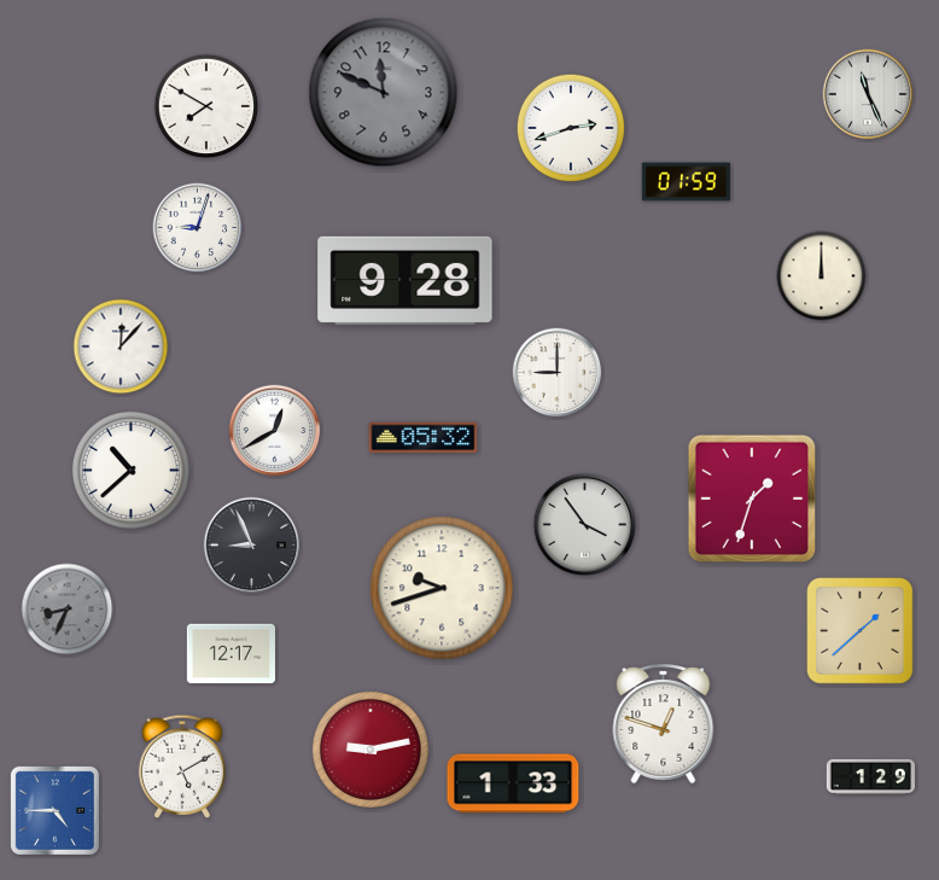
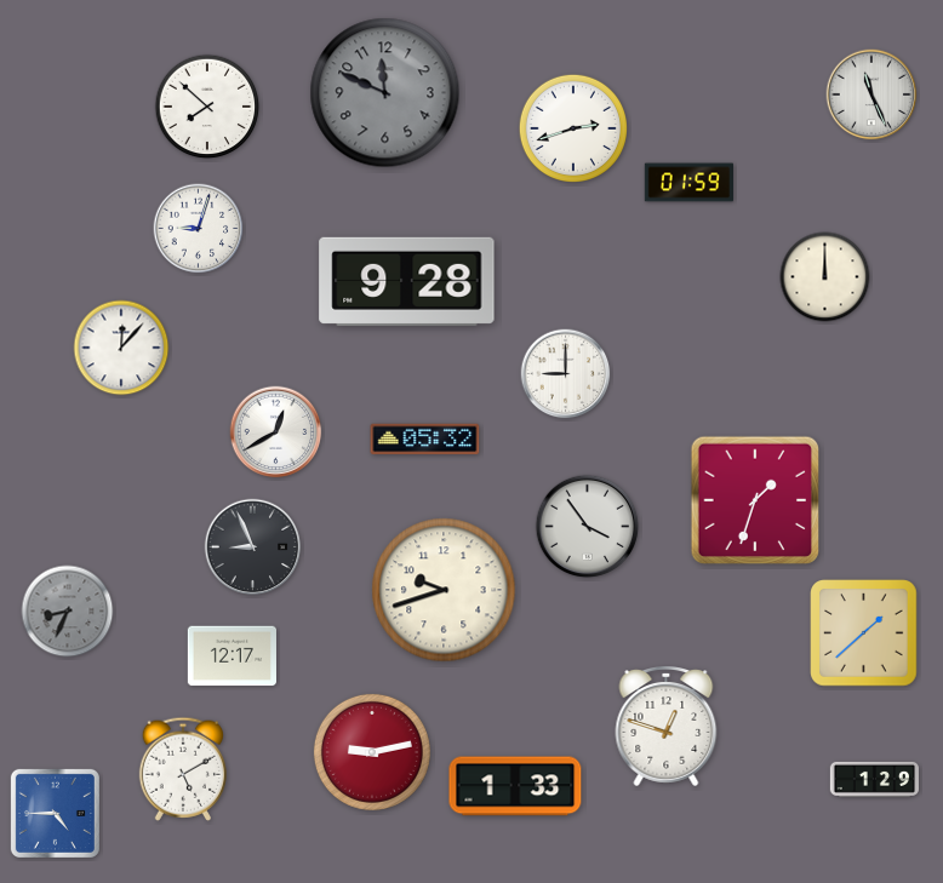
clock at (206, 106): 7:50 -> 7:52
clock at (558, 373) position: (558, 373) -> (566, 374)
clock at (130, 470): 10:38 -> none
